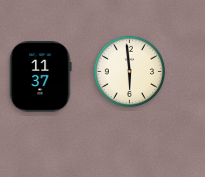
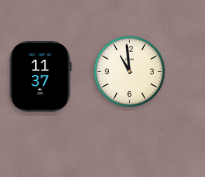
clock at (129, 71): 5:59 -> 10:59
